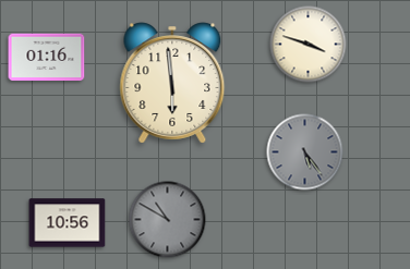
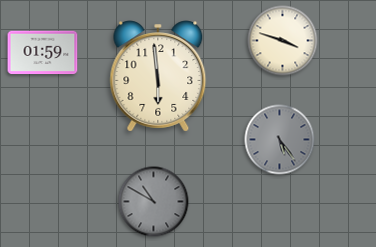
clock at (47, 58): 01:16 -> 01:59
clock at (68, 223): 10:56 -> none
